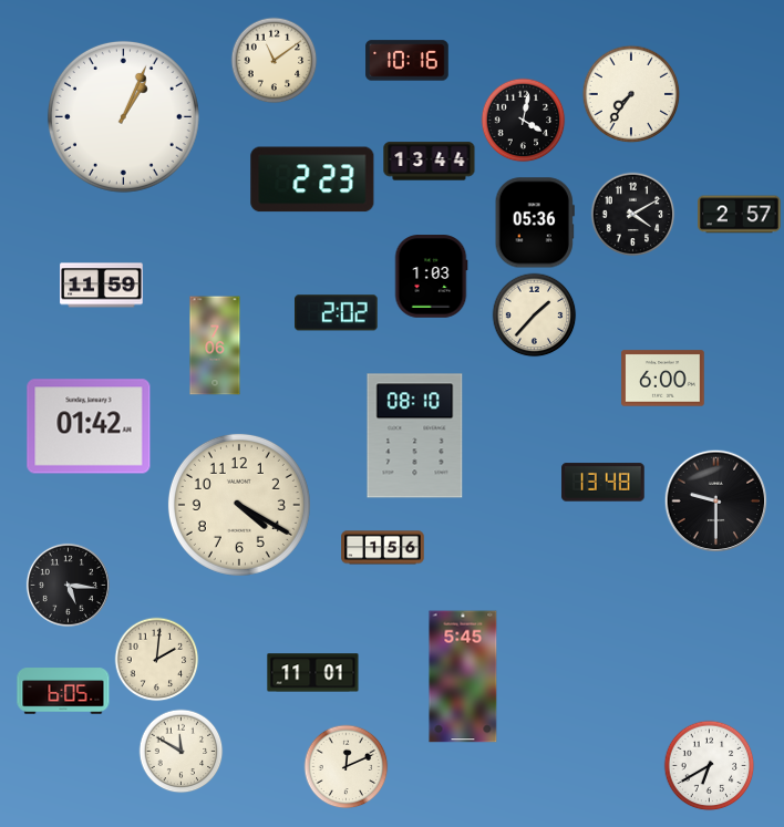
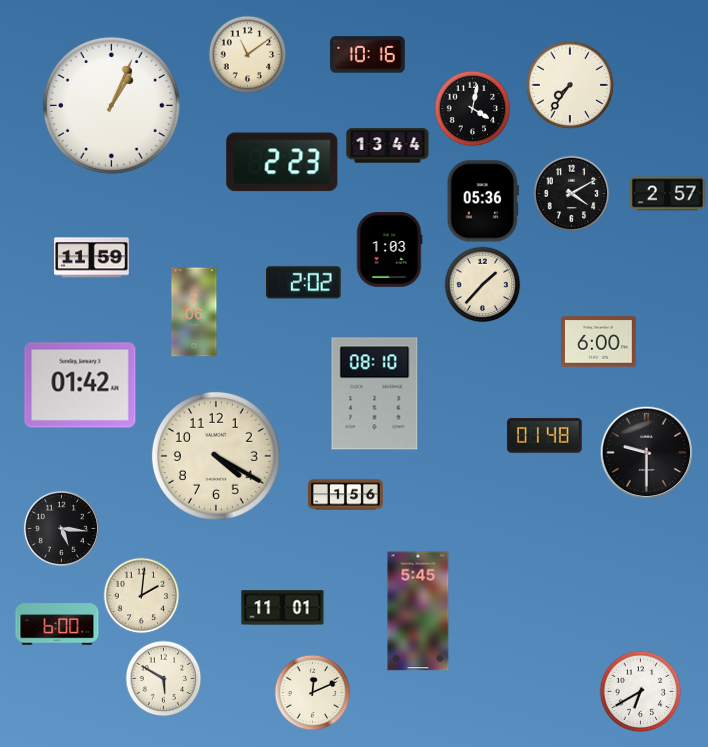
clock at (604, 483): 13:48 -> 01:48
clock at (63, 691): 6:05 -> 6:00
clock at (182, 752): 11:50 -> 5:50
